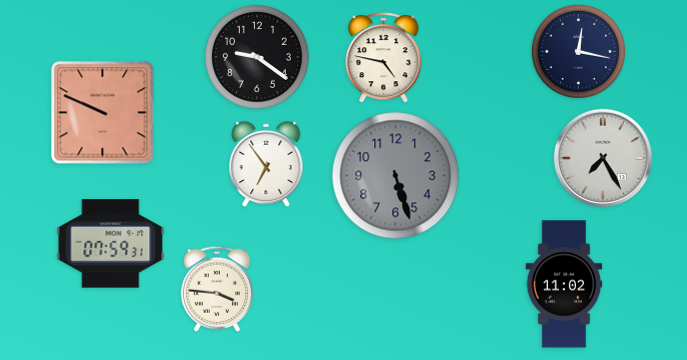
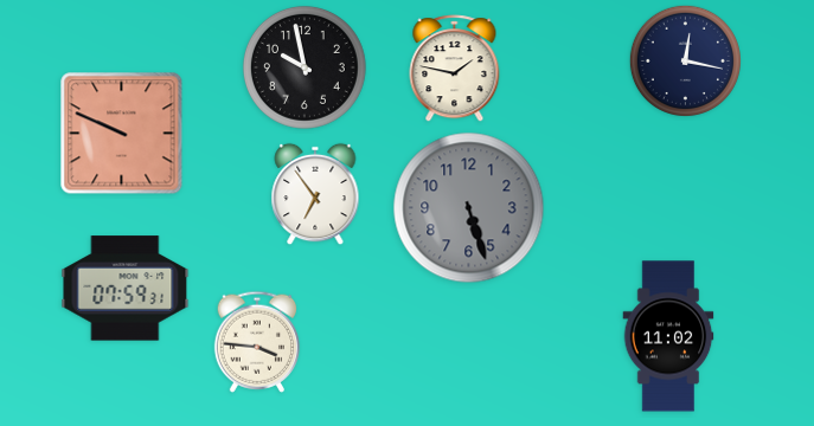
clock at (257, 57): 9:21 -> 9:58
clock at (384, 58): 4:47 -> 1:47
clock at (602, 157): 7:25 -> none
clock at (111, 244) position: (111, 244) -> (126, 289)
